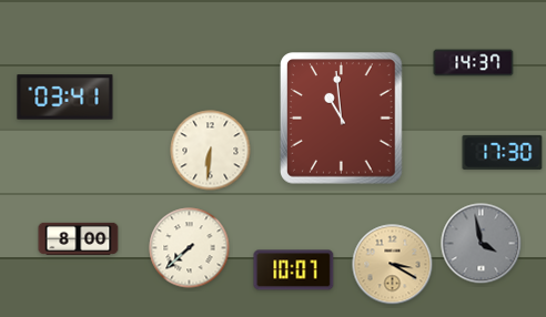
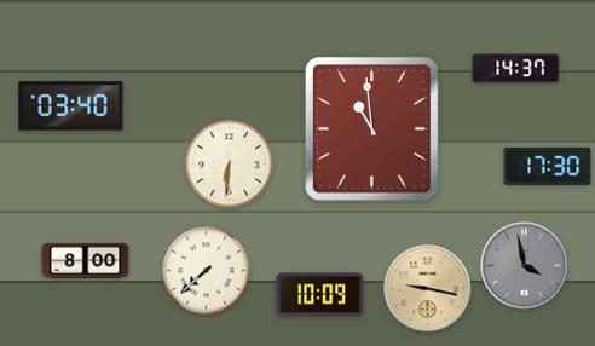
clock at (65, 98): 03:41 -> 03:40
clock at (393, 265): 3:20 -> 9:17
clock at (294, 270): 10:07 -> 10:09
